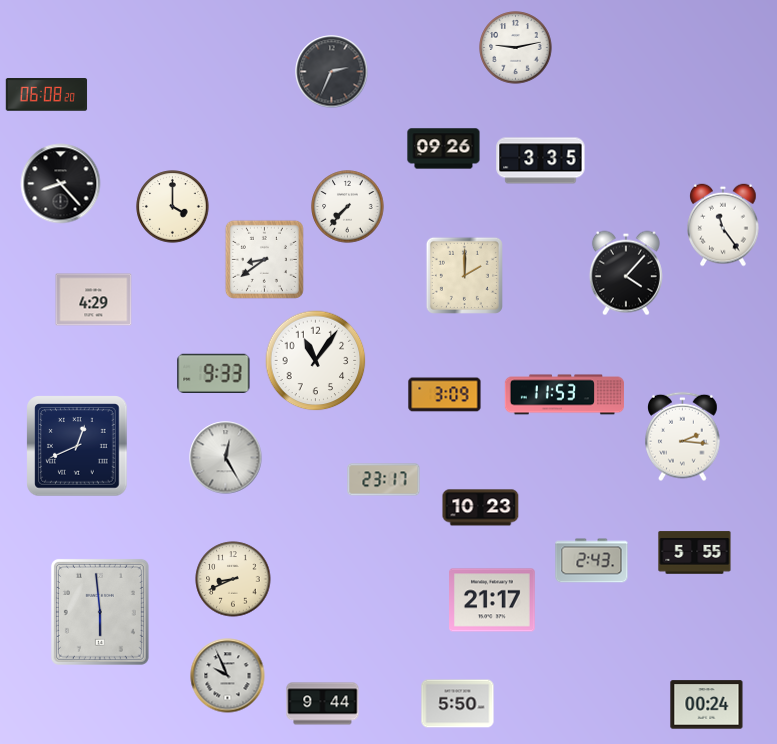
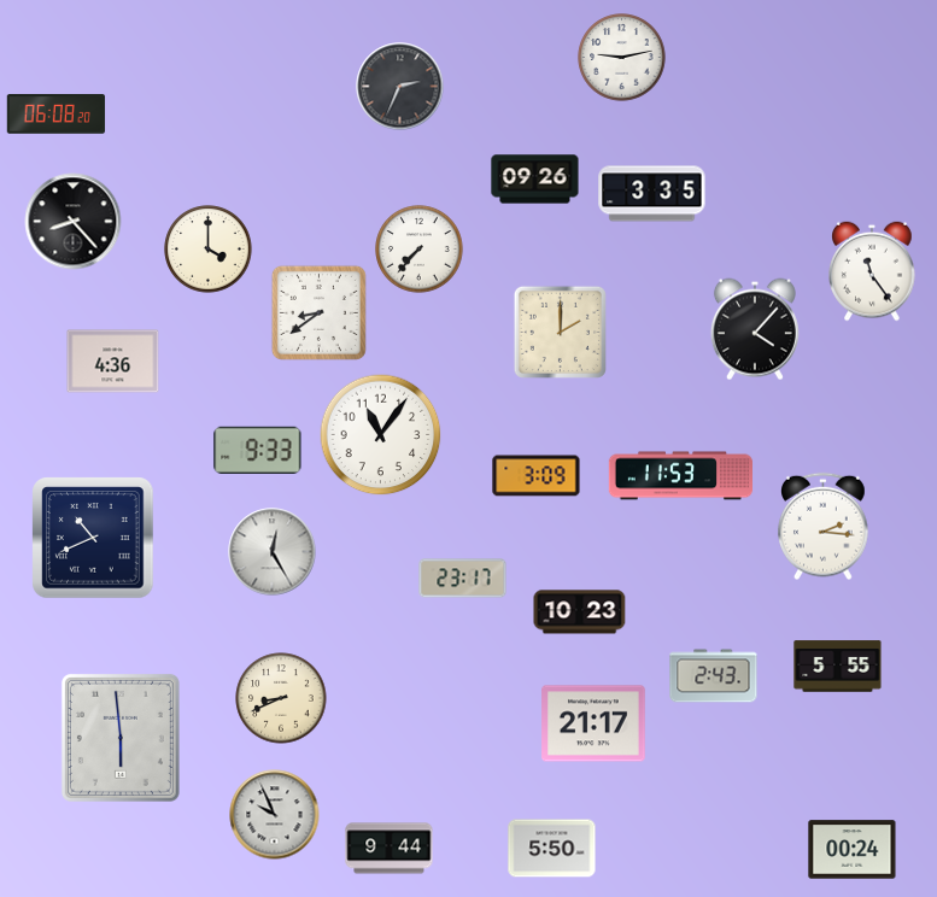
clock at (94, 300): 4:29 -> 4:36
clock at (77, 446): 12:41 -> 10:41
